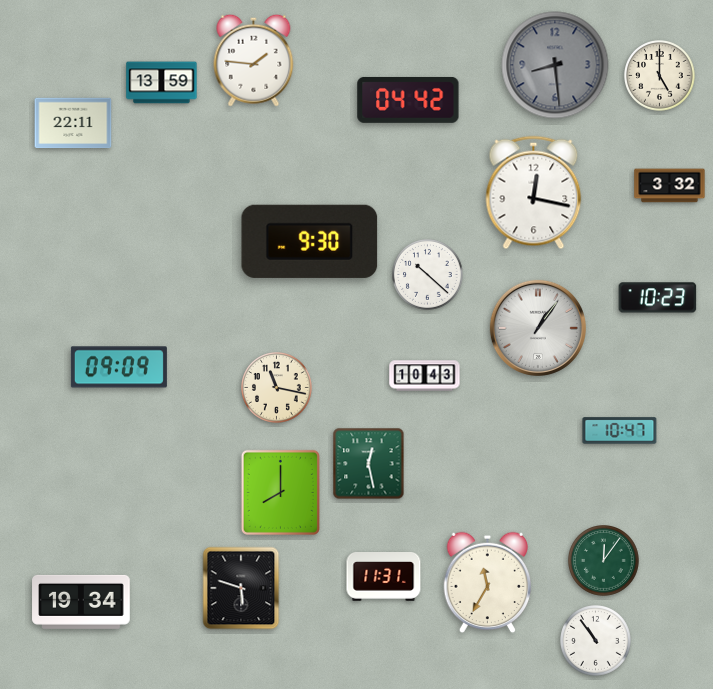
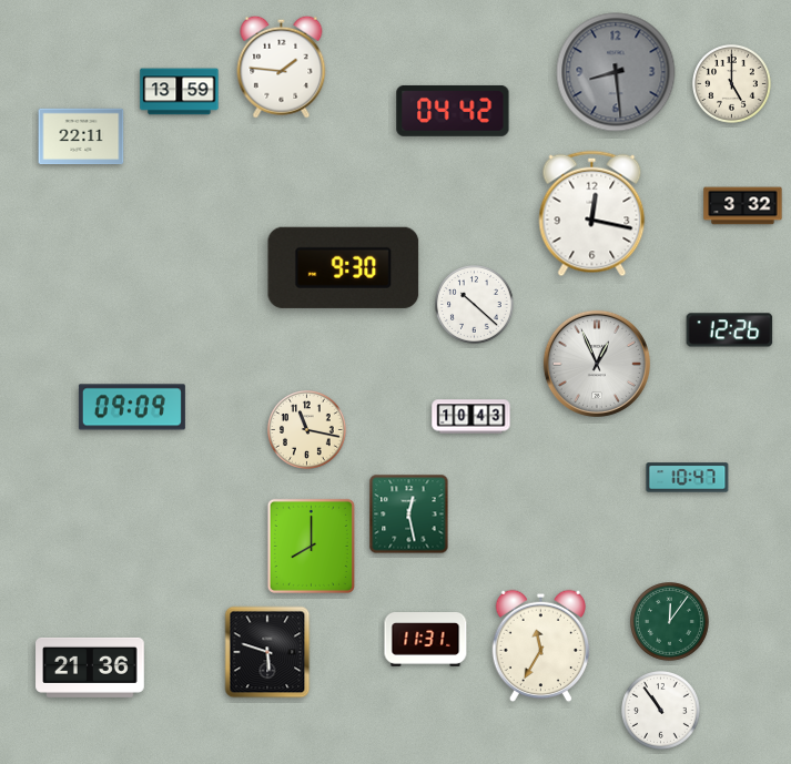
clock at (658, 298): 10:23 -> 12:26
clock at (538, 328): 1:06 -> 12:56
clock at (81, 602): 19:34 -> 21:36
